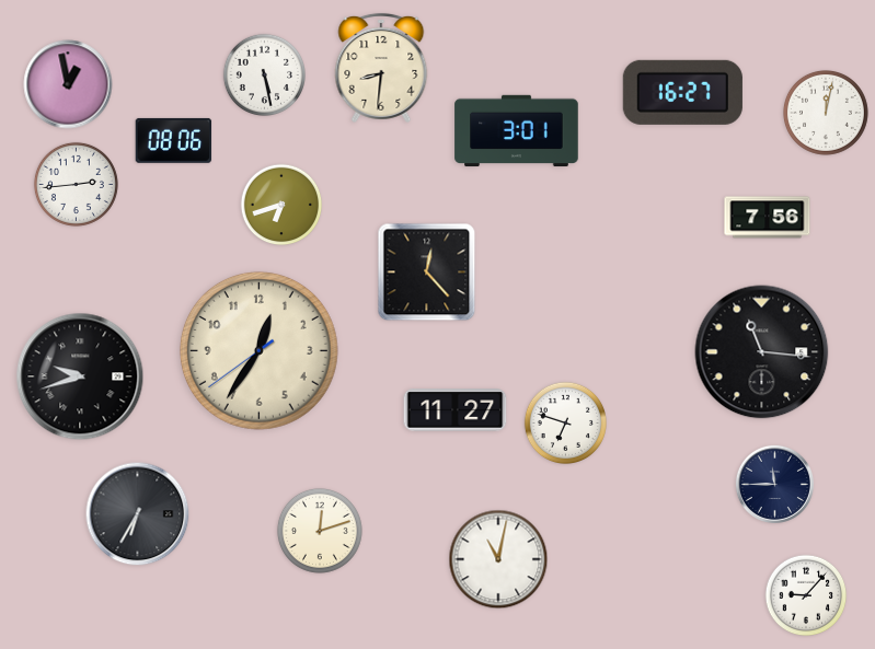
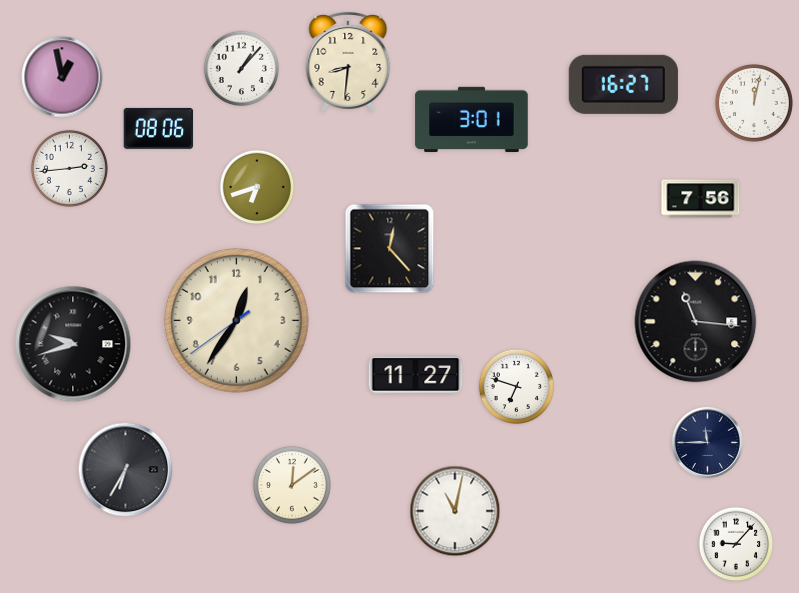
clock at (264, 74): 5:28 -> 1:07
clock at (320, 531): 12:12 -> 12:09
